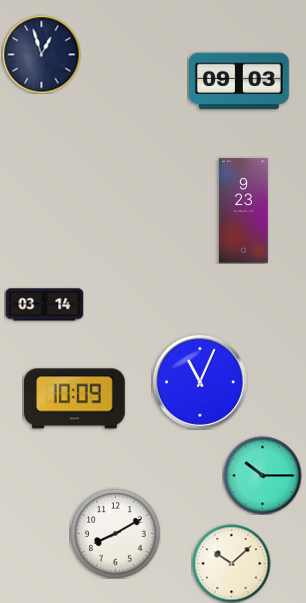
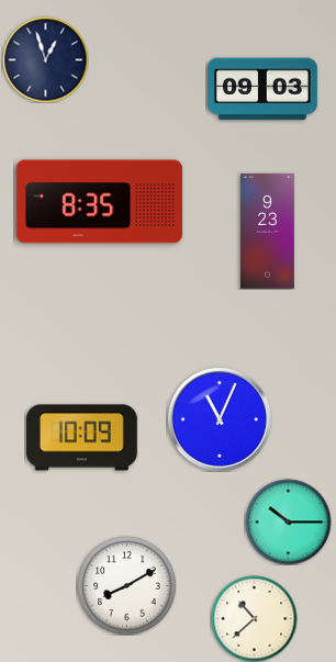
clock at (99, 202): none -> 8:35
clock at (44, 305): 03:14 -> none
clock at (231, 563): 10:08 -> 10:38
